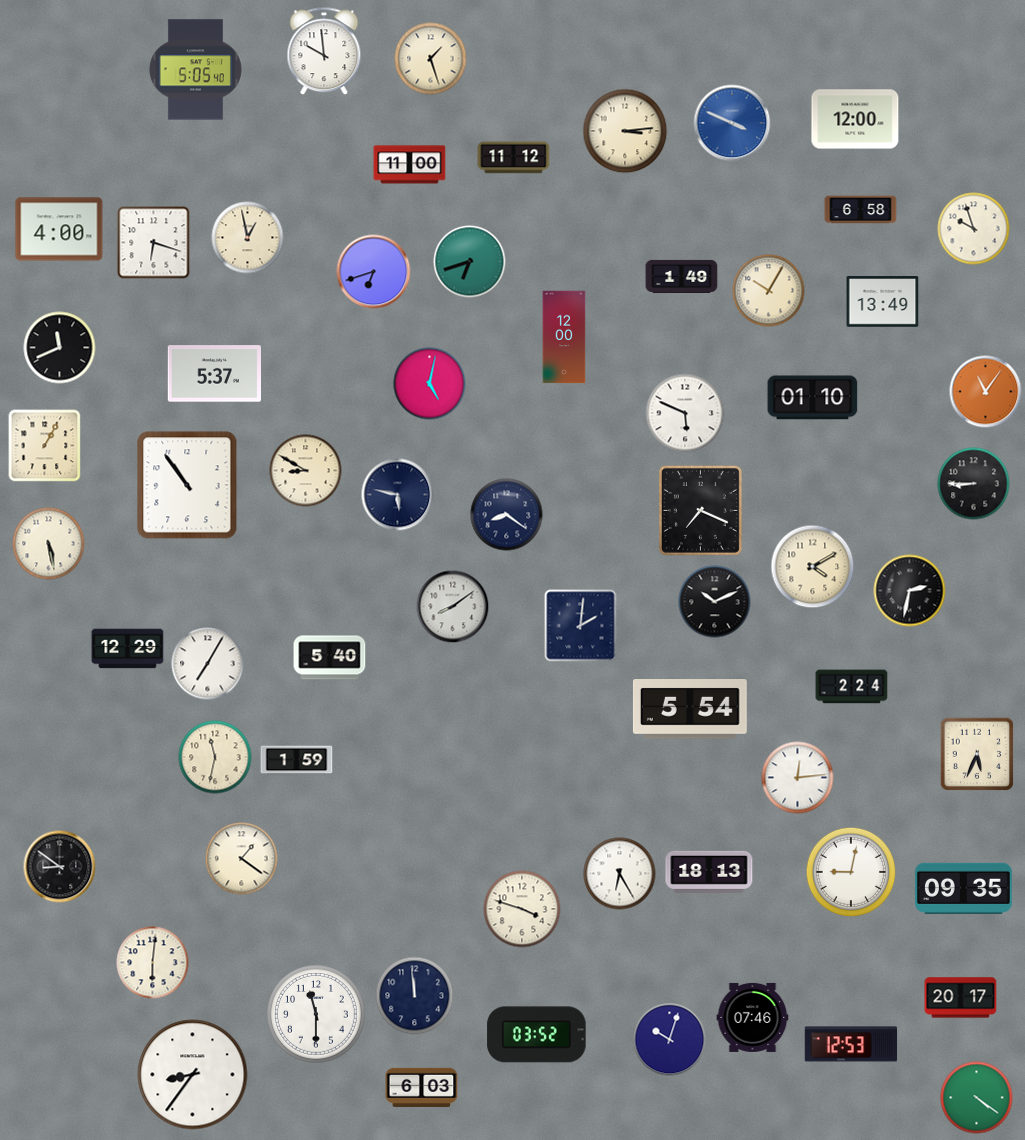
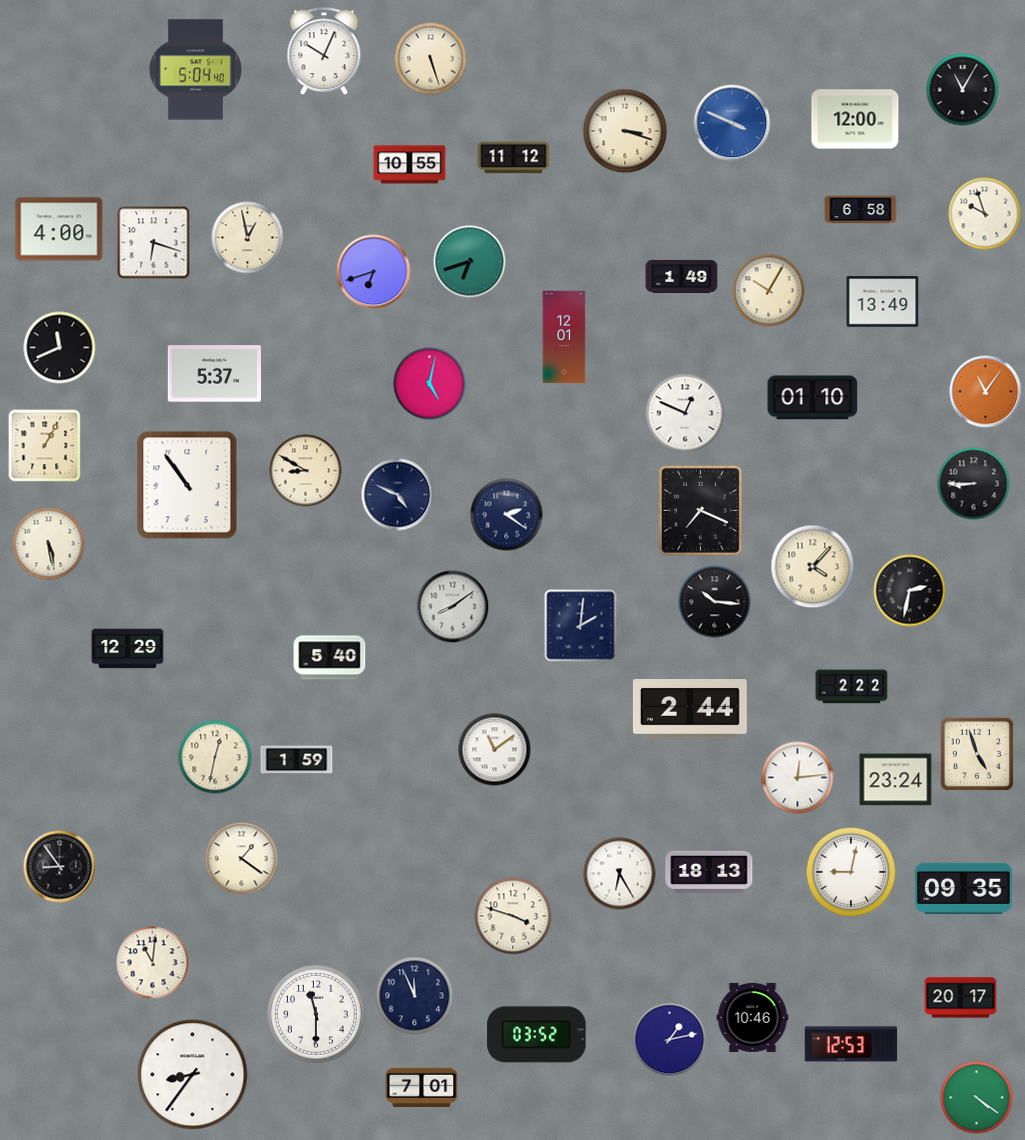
clock at (324, 52): 9:59 -> 10:04
clock at (431, 59): 1:27 -> 5:27
clock at (195, 70): 5:05 -> 5:04
clock at (963, 90): none -> 11:05
clock at (625, 131): 3:14 -> 3:18
clock at (410, 165): 11:00 -> 10:55
clock at (974, 229) position: (974, 229) -> (985, 214)
clock at (564, 337): 12:00 -> 12:01
clock at (685, 413): 5:49 -> 12:49
clock at (398, 495): 5:47 -> 4:49
clock at (507, 515): 8:21 -> 2:21
clock at (813, 567): 4:10 -> 4:07
clock at (715, 602): 10:11 -> 10:16
clock at (208, 664): 7:05 -> none
clock at (852, 687): 2:24 -> 2:22
clock at (690, 710): 5:54 -> 2:44
clock at (495, 750): none -> 11:09
clock at (977, 754): 5:34 -> 4:57
clock at (215, 757): 11:32 -> 12:32
clock at (896, 780): none -> 23:24
clock at (60, 867): 8:51 -> 8:54
clock at (522, 909) position: (522, 909) -> (513, 916)
clock at (153, 963): 6:01 -> 11:01
clock at (415, 996): 11:59 -> 11:56
clock at (753, 1017): 07:46 -> 10:46
clock at (670, 1040): 10:03 -> 1:13
clock at (422, 1087): 6:03 -> 7:01
